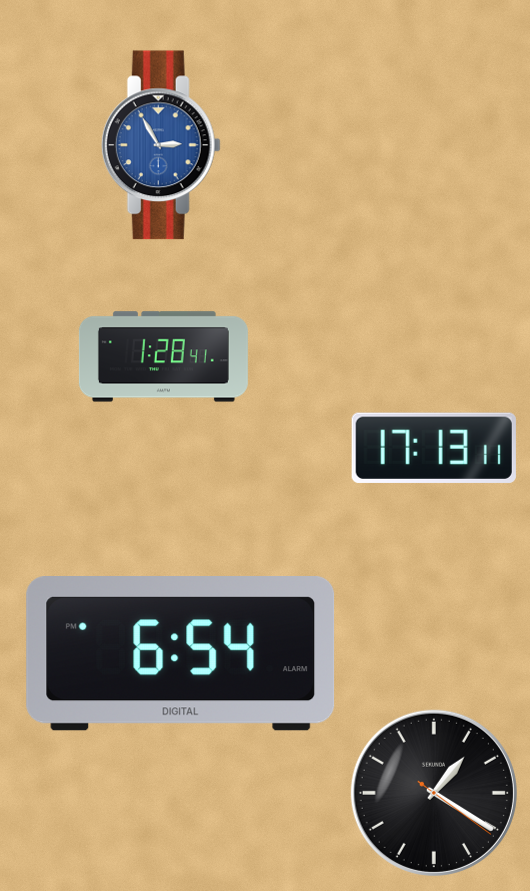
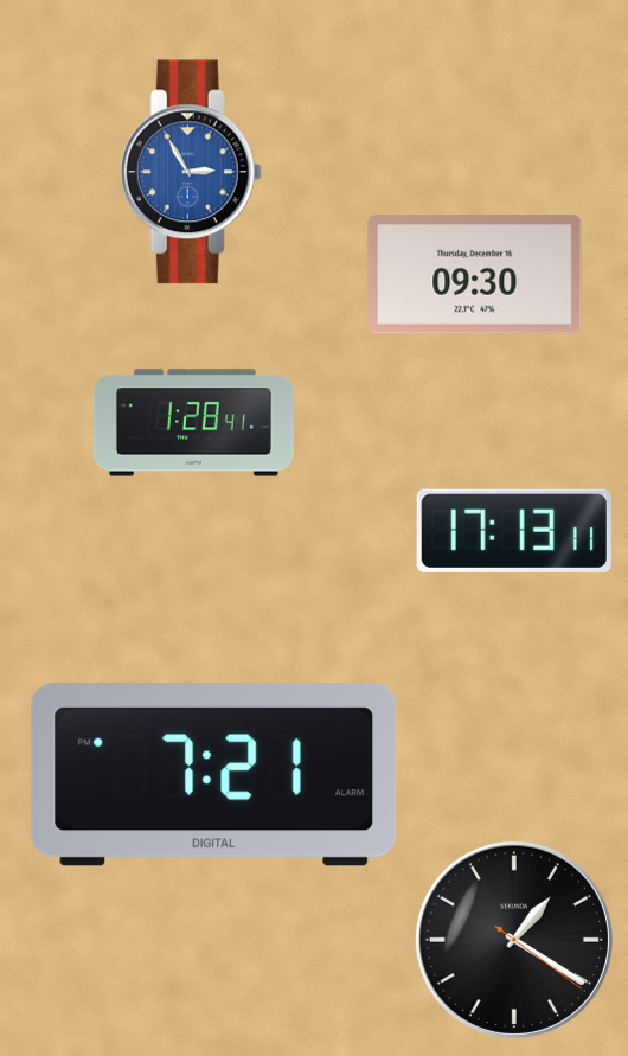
clock at (475, 275): none -> 09:30
clock at (181, 654): 6:54 -> 7:21
